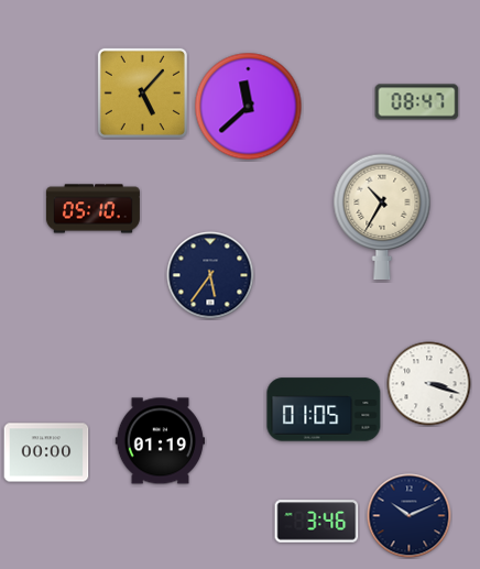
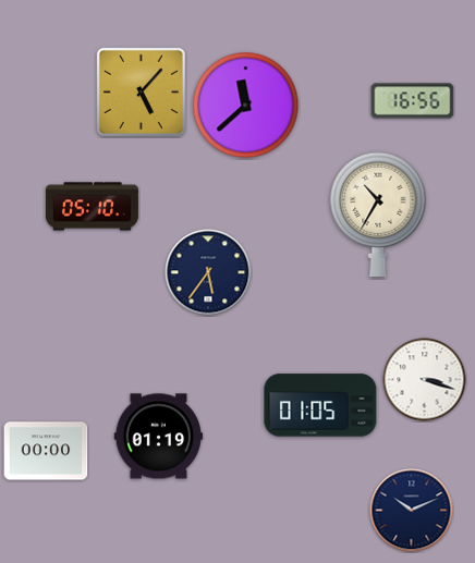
clock at (417, 102): 08:47 -> 16:56
clock at (46, 452) position: (46, 452) -> (46, 451)
clock at (410, 516) position: (410, 516) -> (412, 511)
clock at (317, 522): 3:46 -> none
